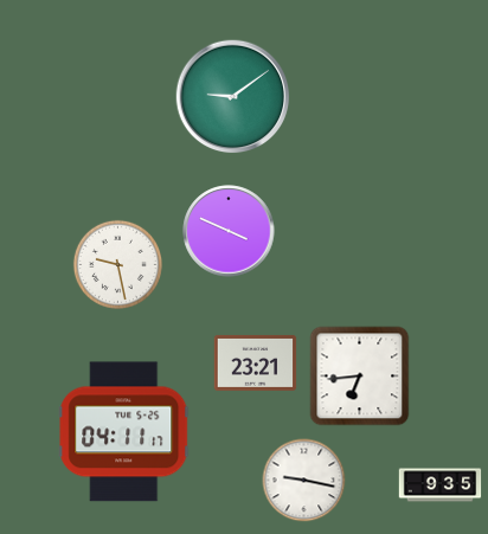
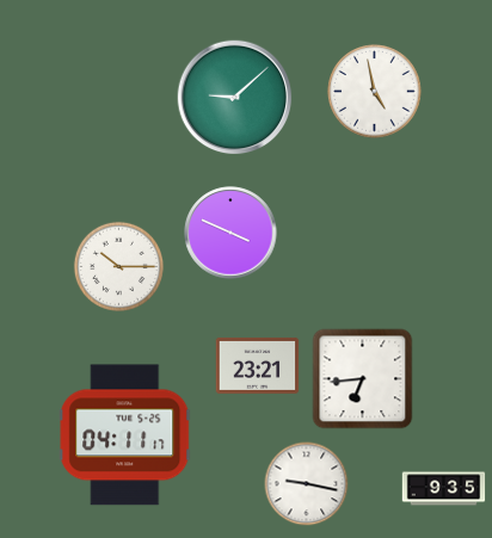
clock at (375, 92): none -> 4:58
clock at (233, 97): 9:09 -> 9:08
clock at (117, 264): 9:28 -> 10:15
